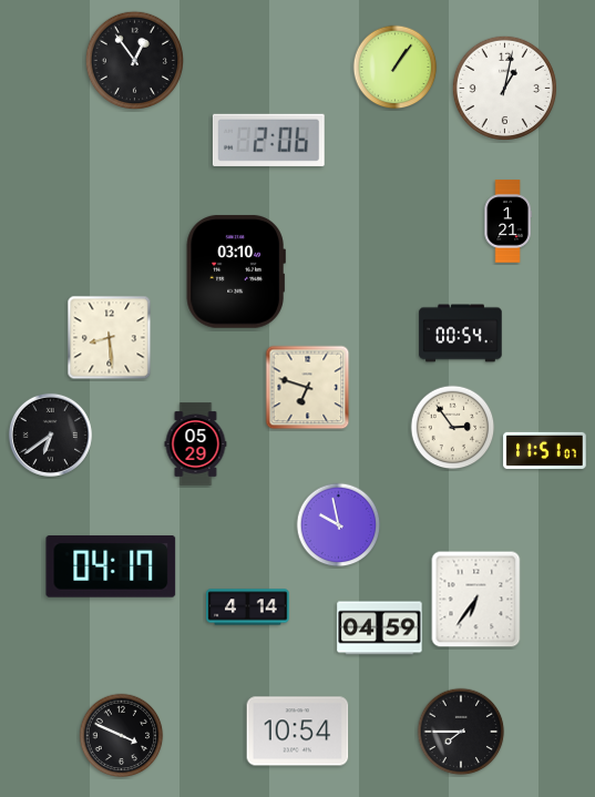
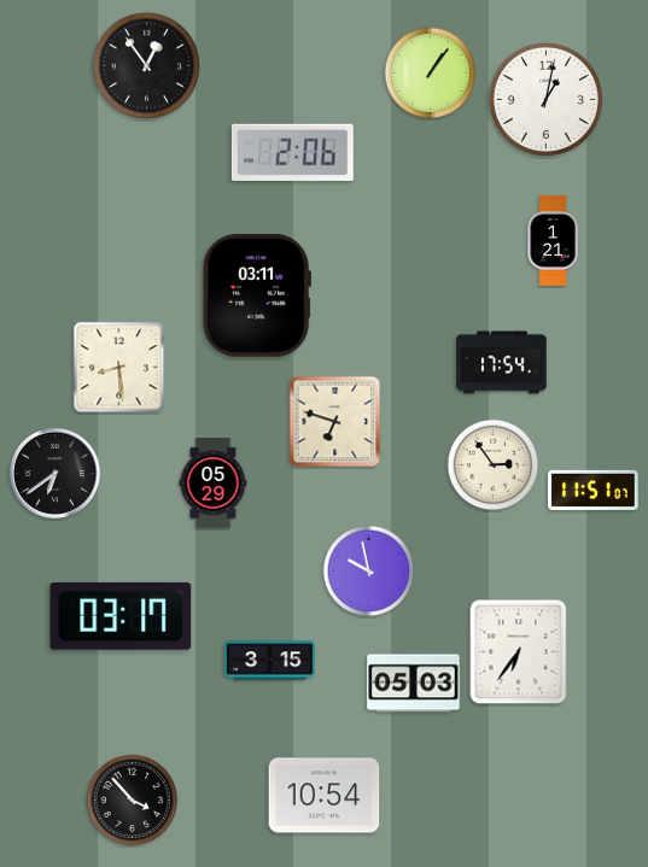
clock at (504, 88) position: (504, 88) -> (545, 99)
clock at (236, 272): 03:10 -> 03:11
clock at (461, 334): 00:54 -> 17:54
clock at (111, 566): 04:17 -> 03:17
clock at (248, 607): 4:14 -> 3:15
clock at (380, 629): 04:59 -> 05:03
clock at (461, 732): 7:45 -> none
clock at (122, 736): 3:49 -> 3:53
